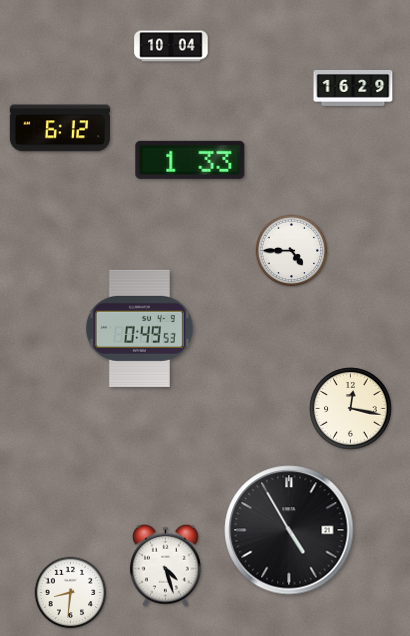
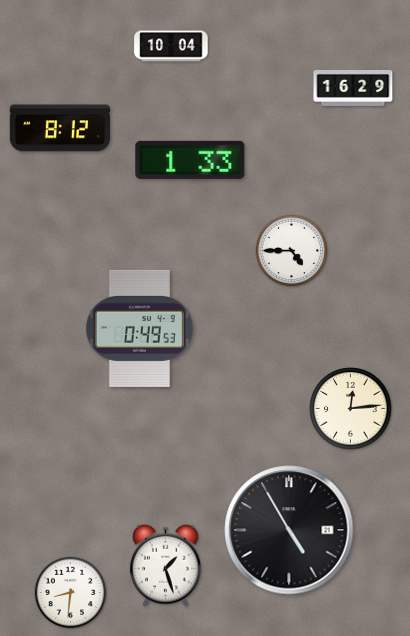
clock at (60, 128): 6:12 -> 8:12
clock at (351, 409): 12:17 -> 12:14
clock at (165, 565): 4:27 -> 1:27
